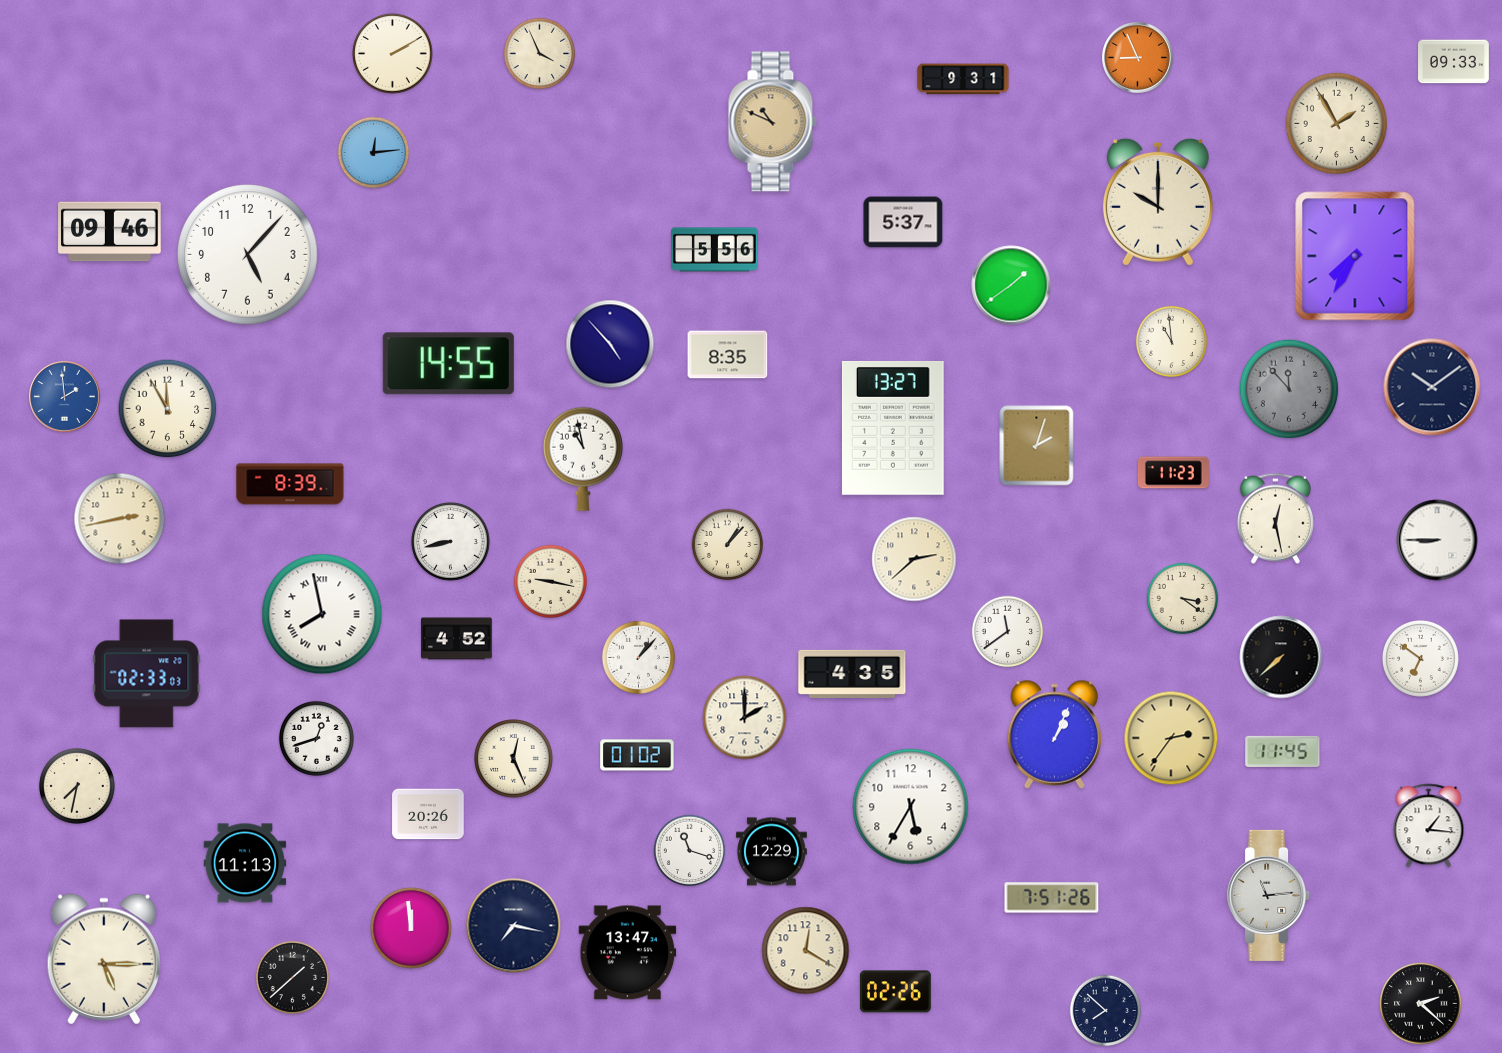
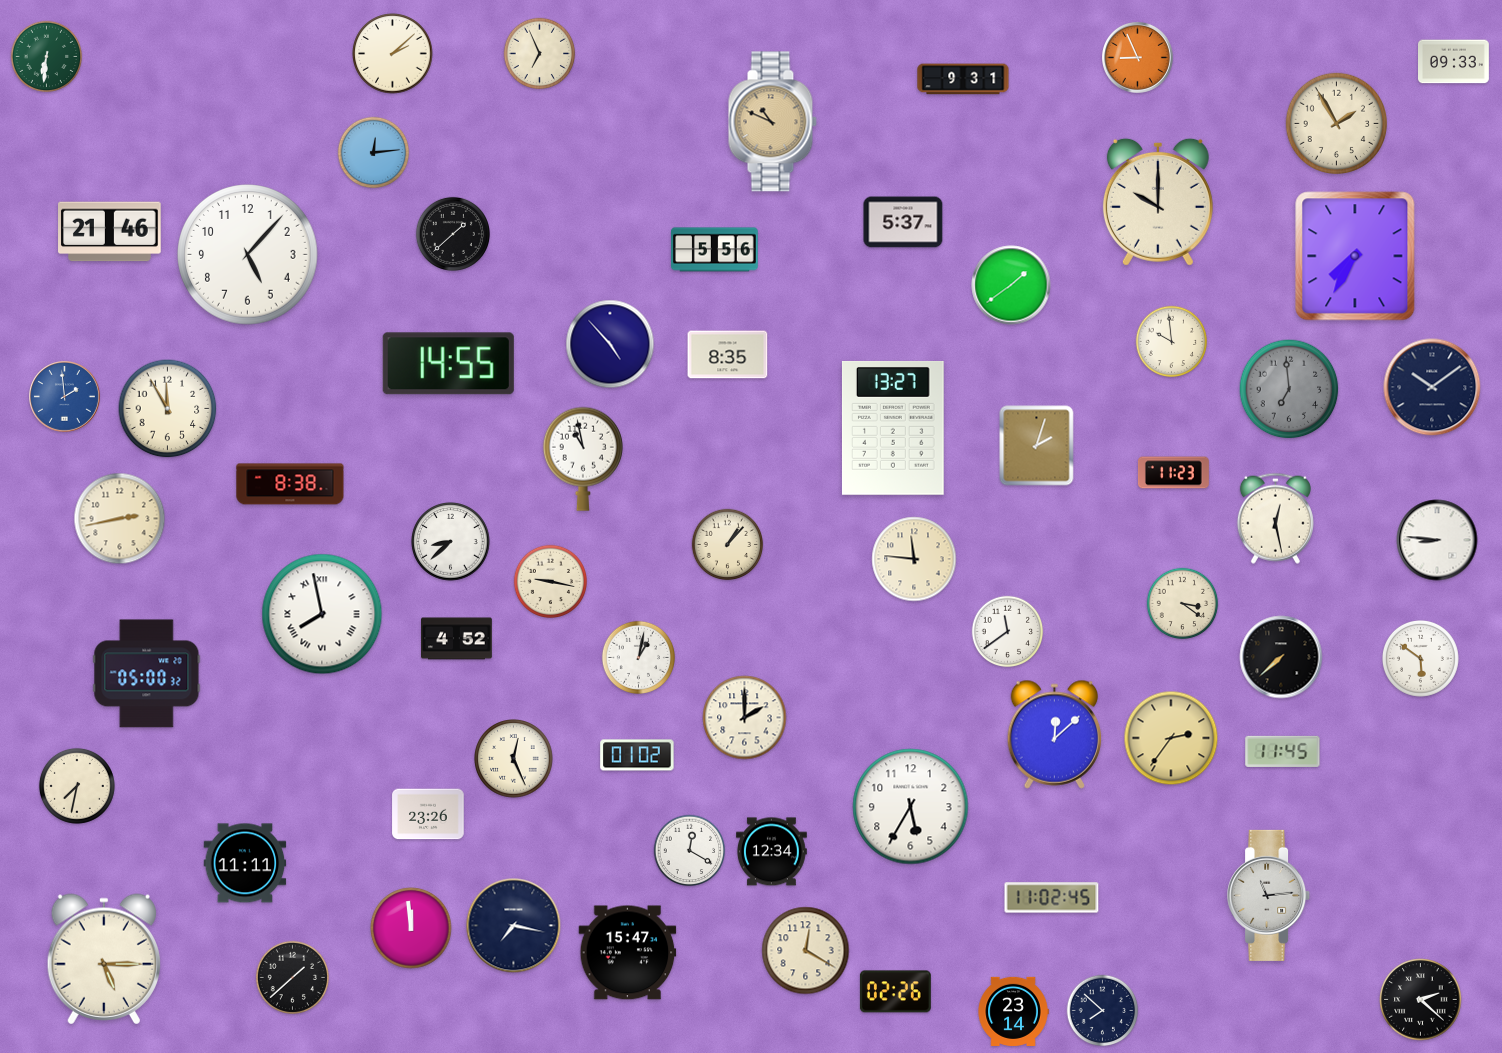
clock at (393, 54): 2:10 -> 2:08
clock at (540, 54): 3:56 -> 6:56
clock at (47, 57): none -> 6:31
clock at (110, 232): 09:46 -> 21:46
clock at (453, 234): none -> 1:38
clock at (1172, 342): 10:59 -> 9:59
clock at (1289, 389): 11:53 -> 6:59
clock at (290, 484): 8:39 -> 8:38
clock at (1437, 540): 8:45 -> 8:46
clock at (451, 542): 8:43 -> 8:38
clock at (914, 559): 2:38 -> 11:46
clock at (1183, 599) position: (1183, 599) -> (1183, 604)
clock at (638, 657): 1:07 -> 1:02
clock at (1420, 658): 6:51 -> 5:51
clock at (147, 674): 02:33 -> 05:00
clock at (852, 674): 4:35 -> none
clock at (1055, 734): 1:04 -> 12:08
clock at (316, 738): 12:42 -> none
clock at (428, 814): 20:26 -> 23:26
clock at (1429, 826): 1:16 -> none
clock at (690, 851): 11:18 -> 12:20
clock at (772, 852): 12:29 -> 12:34
clock at (245, 863): 11:13 -> 11:11
clock at (1052, 898): 7:51 -> 11:02
clock at (628, 953): 13:47 -> 15:47
clock at (1421, 1004) position: (1421, 1004) -> (1421, 1000)
clock at (1013, 1011): none -> 23:14
clock at (1106, 1011) position: (1106, 1011) -> (1103, 1011)
